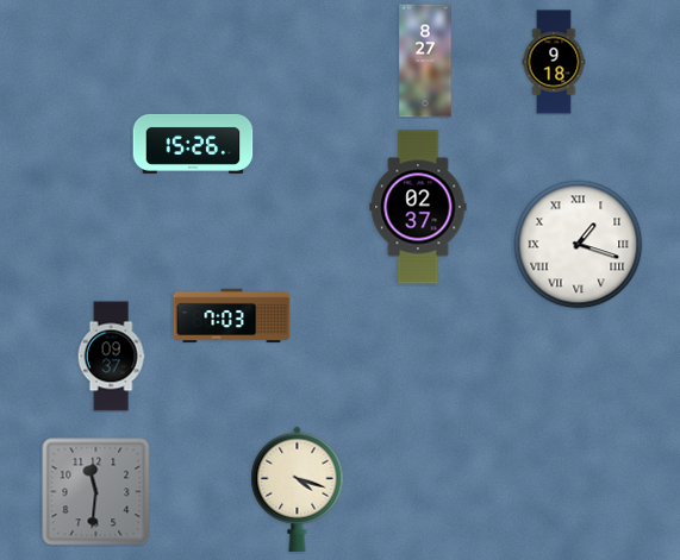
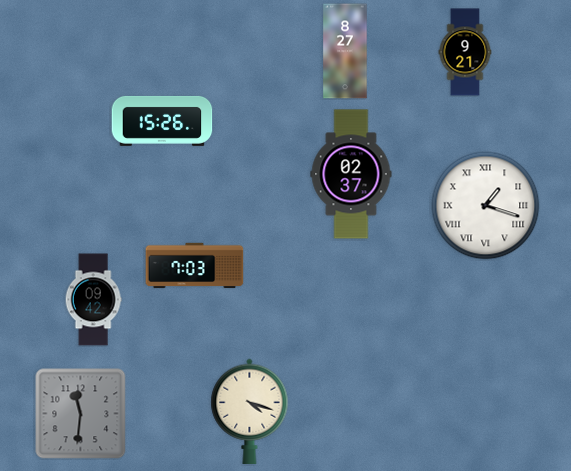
clock at (425, 61) position: (425, 61) -> (345, 51)
clock at (554, 62): 9:18 -> 9:21
clock at (111, 357): 09:37 -> 09:42
